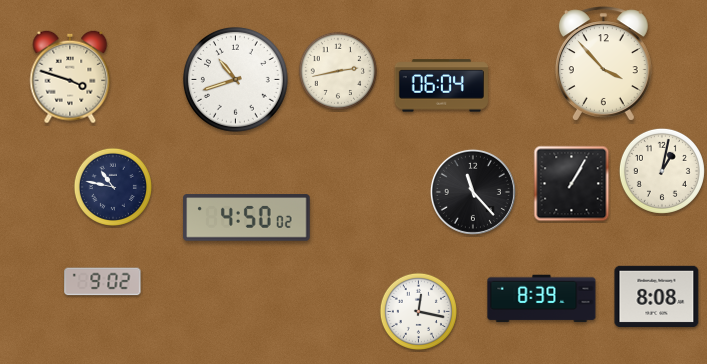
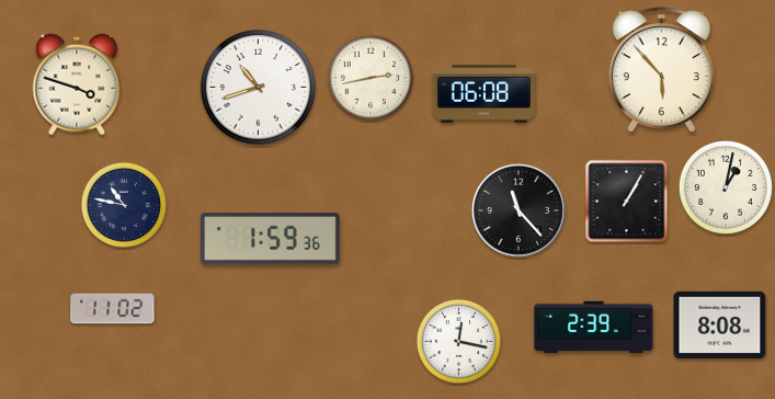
clock at (603, 64): 3:53 -> 5:53
clock at (441, 86): 06:04 -> 06:08
clock at (247, 218): 4:50 -> 1:59
clock at (103, 282): 9:02 -> 11:02
clock at (542, 299): 8:39 -> 2:39
